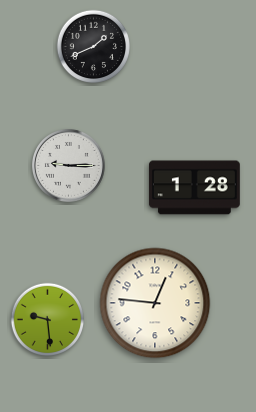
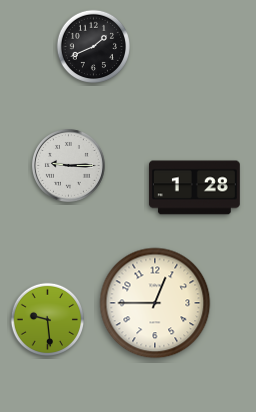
clock at (155, 303): 12:46 -> 12:45
